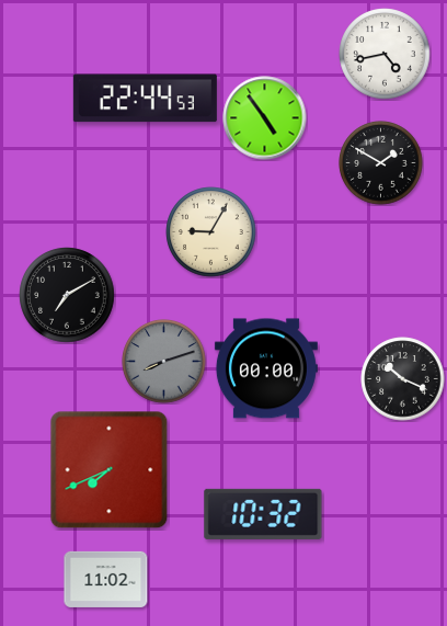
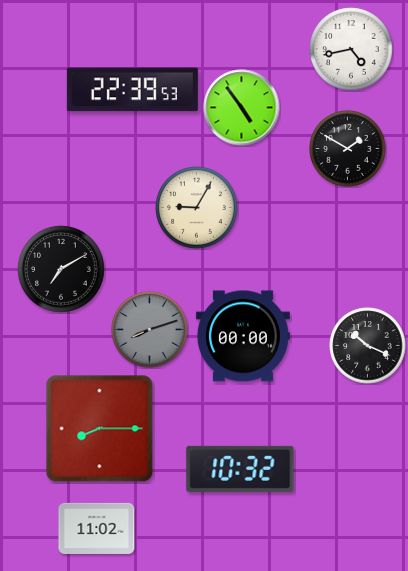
clock at (145, 99): 22:44 -> 22:39
clock at (211, 232) position: (211, 232) -> (197, 208)
clock at (110, 470): 7:41 -> 8:15
